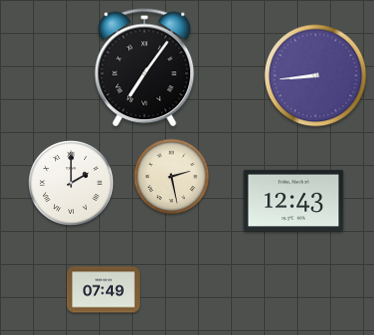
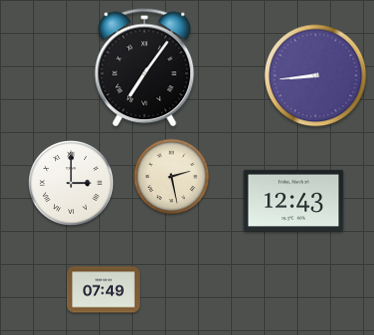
clock at (72, 184): 2:00 -> 3:00
